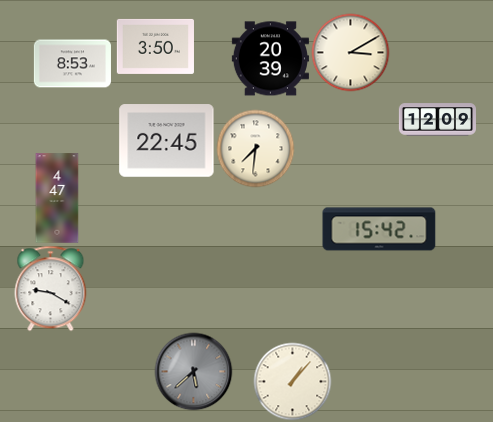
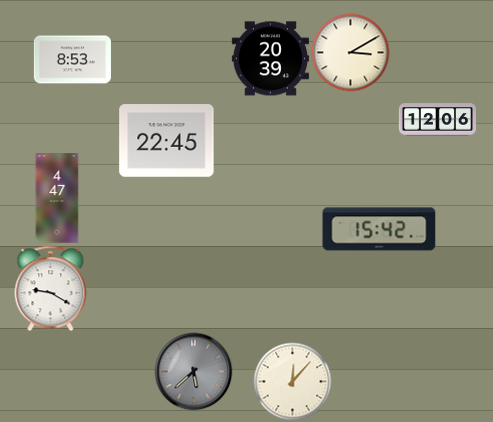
clock at (155, 46): 3:50 -> none
clock at (72, 64) position: (72, 64) -> (72, 60)
clock at (437, 120): 12:09 -> 12:06
clock at (255, 148): 7:31 -> none
clock at (292, 381): 1:07 -> 12:07
